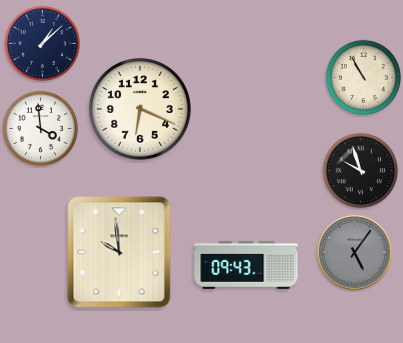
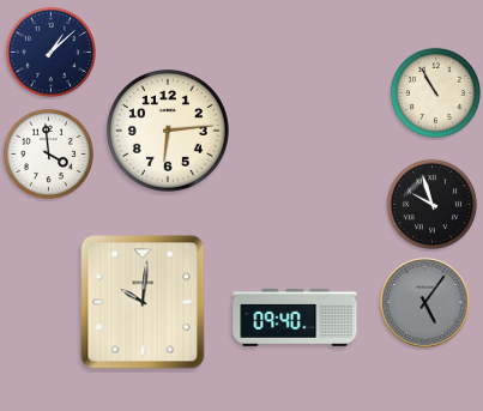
clock at (141, 110): 6:19 -> 6:14
clock at (119, 252): 9:59 -> 10:01
clock at (246, 265): 09:43 -> 09:40
